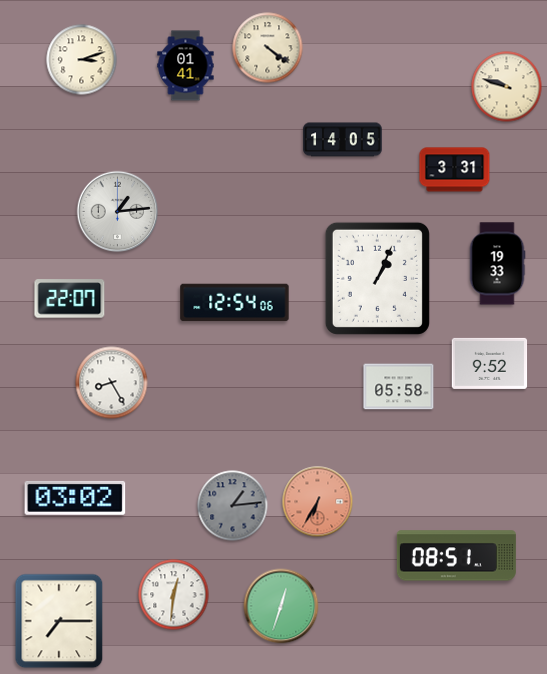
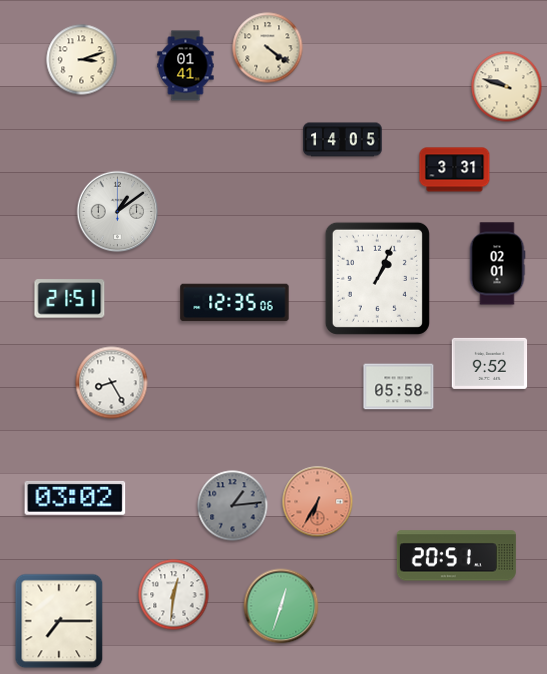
clock at (118, 212): 1:14 -> 1:09
clock at (497, 264): 19:33 -> 02:01
clock at (70, 299): 22:07 -> 21:51
clock at (235, 303): 12:54 -> 12:35
clock at (456, 556): 08:51 -> 20:51
